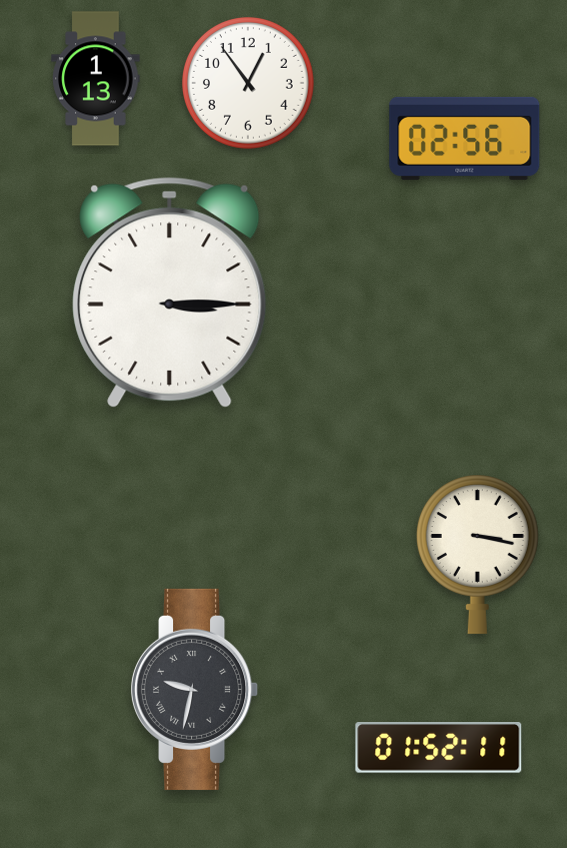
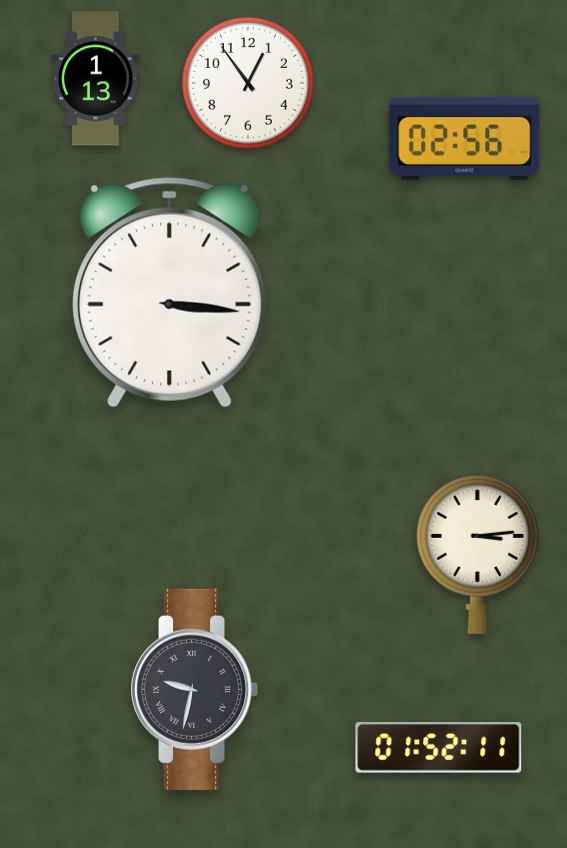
clock at (170, 293): 3:15 -> 3:16
clock at (477, 555): 3:17 -> 3:14
